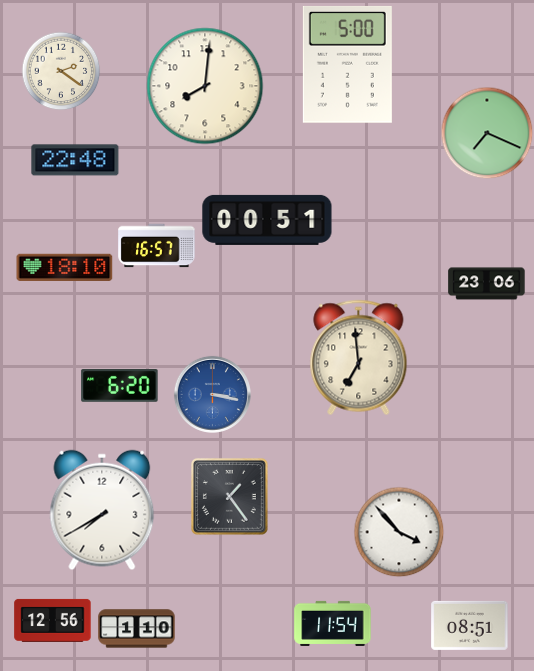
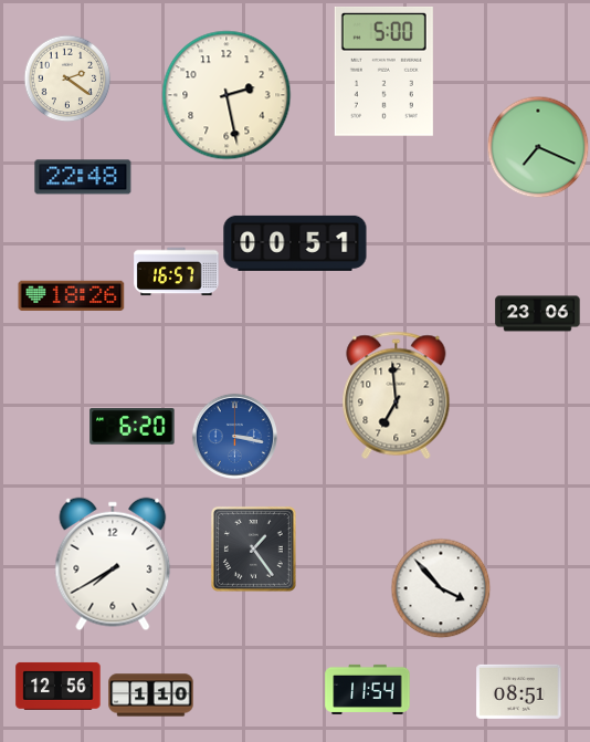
clock at (205, 86): 8:01 -> 2:28
clock at (157, 246) position: (157, 246) -> (177, 272)
clock at (65, 267): 18:10 -> 18:26
